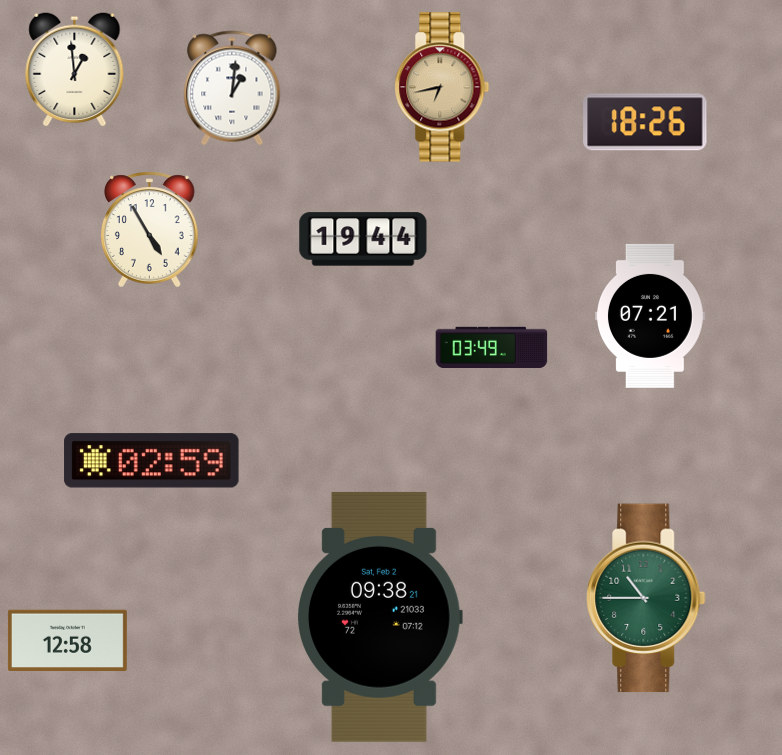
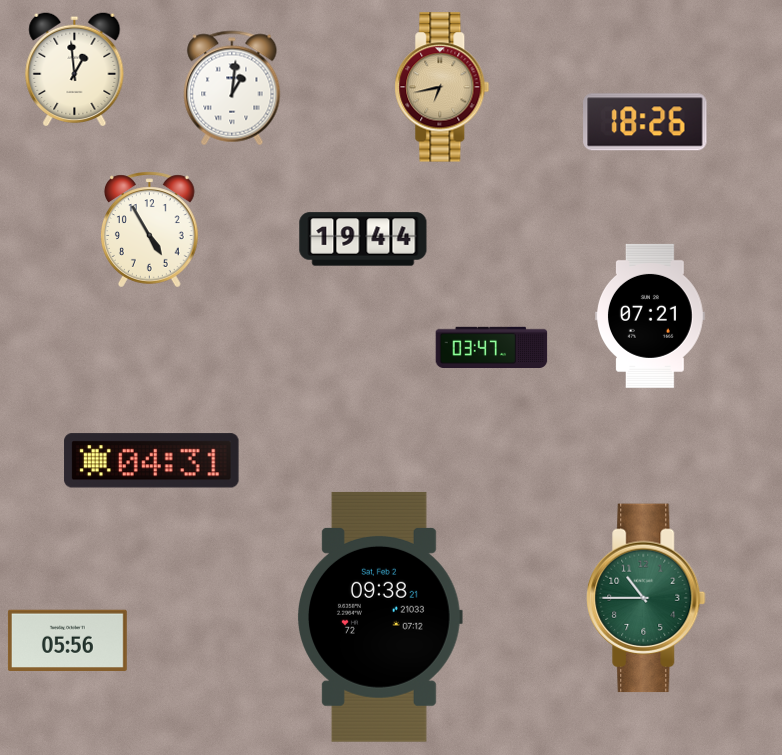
clock at (492, 347): 03:49 -> 03:47
clock at (152, 461): 02:59 -> 04:31
clock at (67, 641): 12:58 -> 05:56
